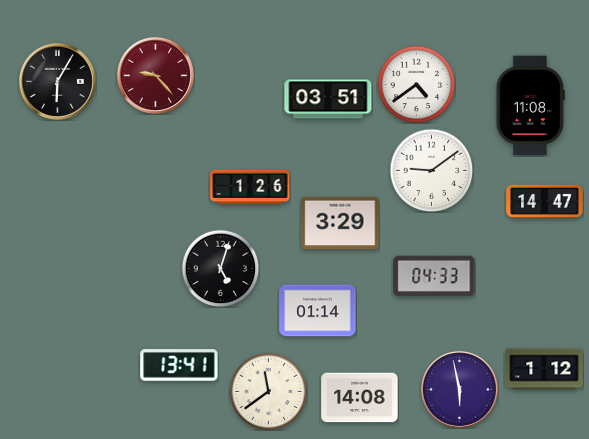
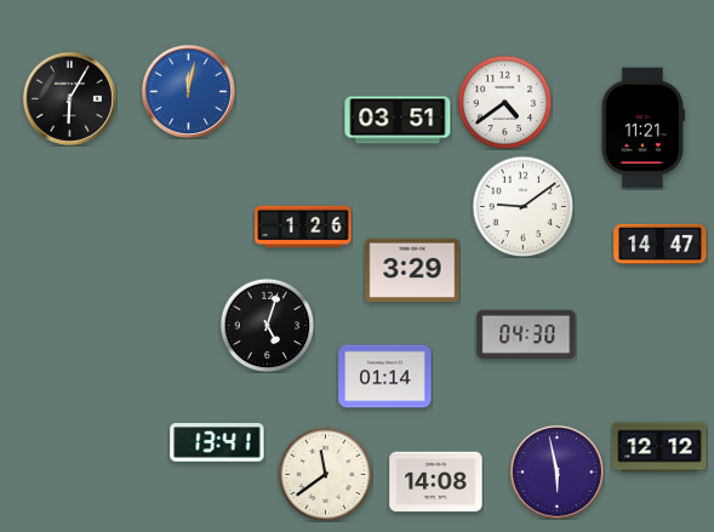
clock at (155, 75): 9:23 -> 12:02
clock at (155, 75) dial: burgundy -> blue
clock at (530, 106): 11:08 -> 11:21
clock at (434, 276): 04:33 -> 04:30
clock at (544, 369): 1:12 -> 12:12
